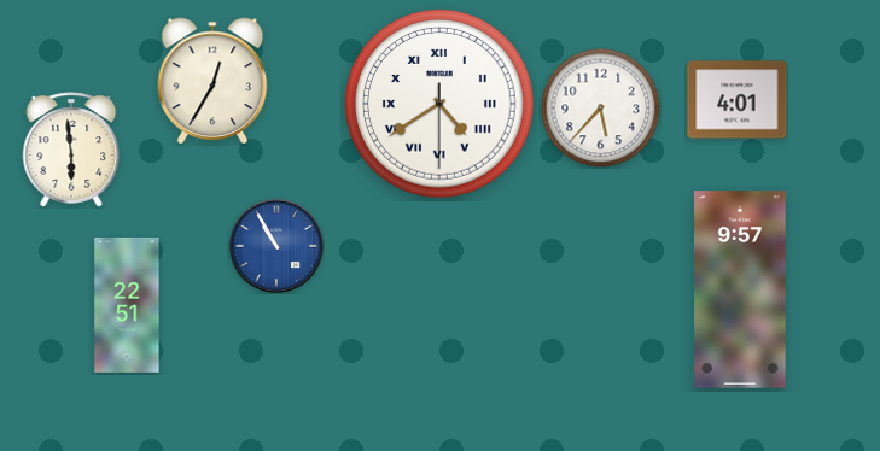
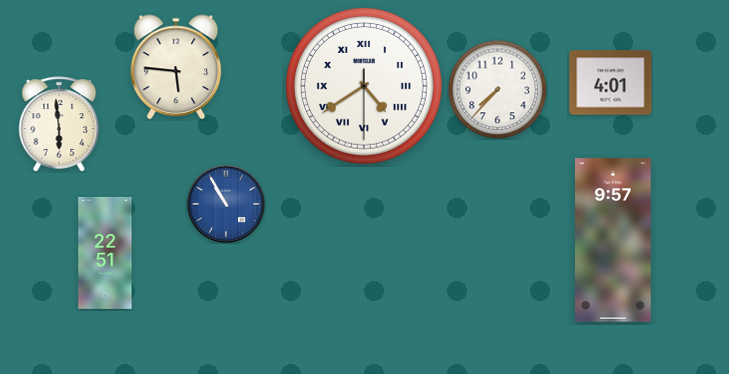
clock at (212, 81): 12:35 -> 5:46
clock at (601, 109): 5:37 -> 7:37
clock at (276, 246) position: (276, 246) -> (226, 204)
